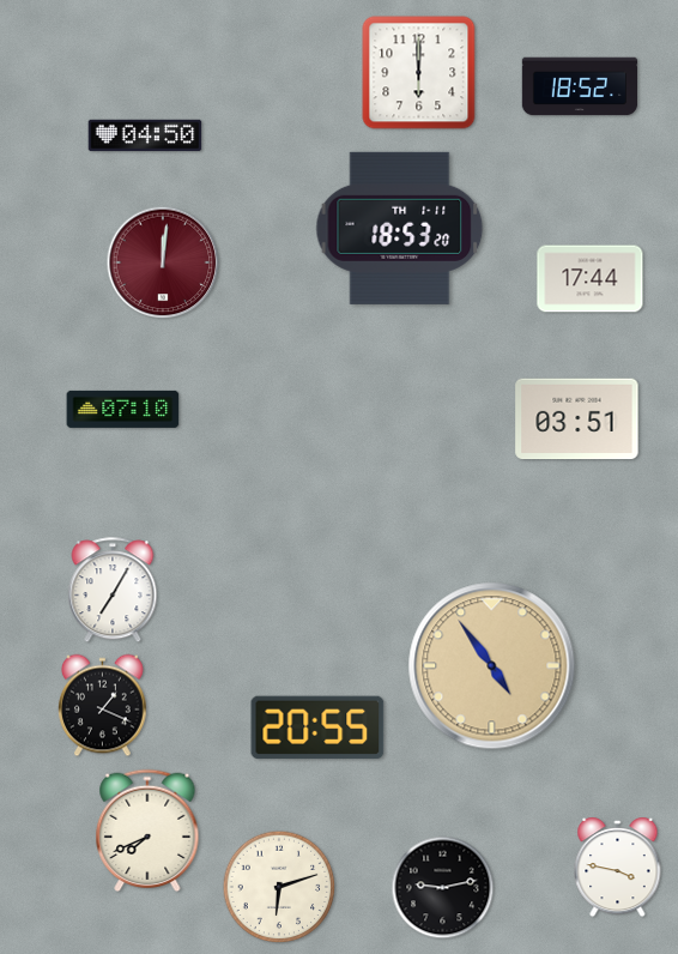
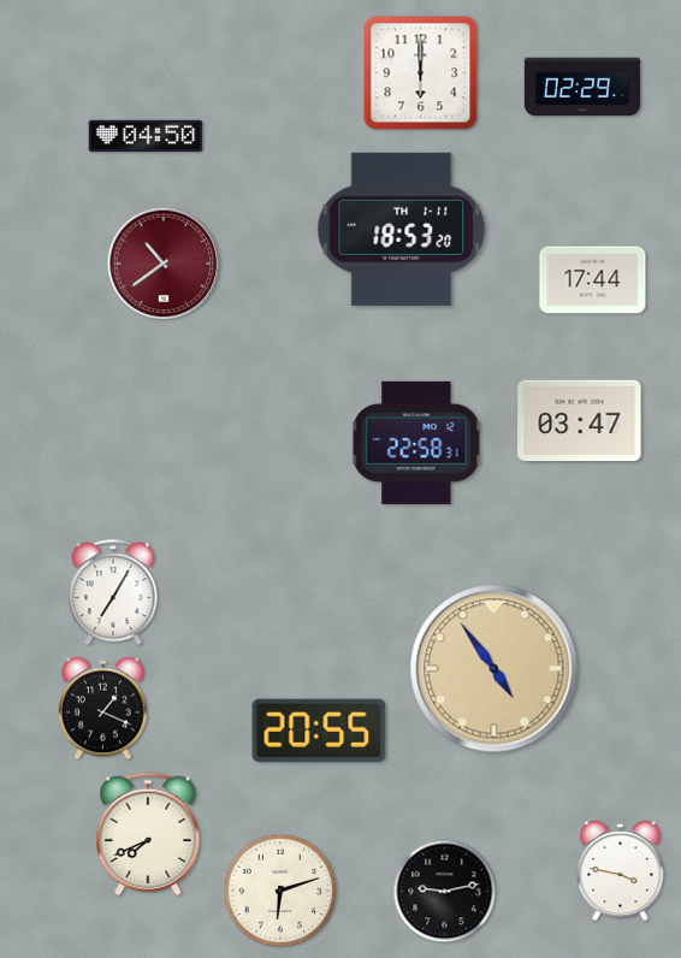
clock at (580, 86): 18:52 -> 02:29
clock at (163, 262): 12:01 -> 10:39
clock at (123, 409): 07:10 -> none
clock at (577, 419): 03:51 -> 03:47
clock at (416, 443): none -> 22:58
